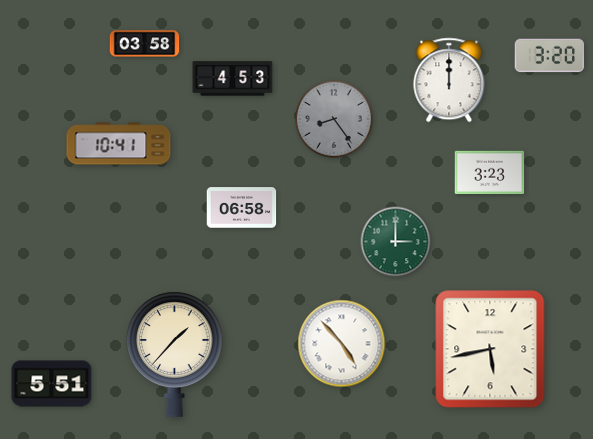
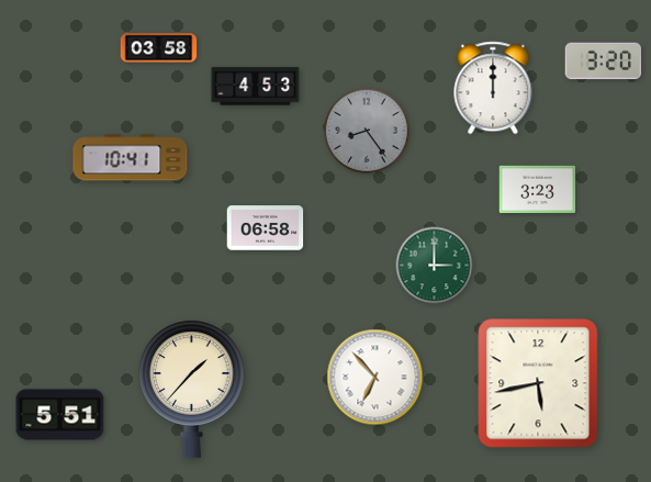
clock at (342, 344): 4:53 -> 6:53
clock at (52, 384) position: (52, 384) -> (60, 415)
